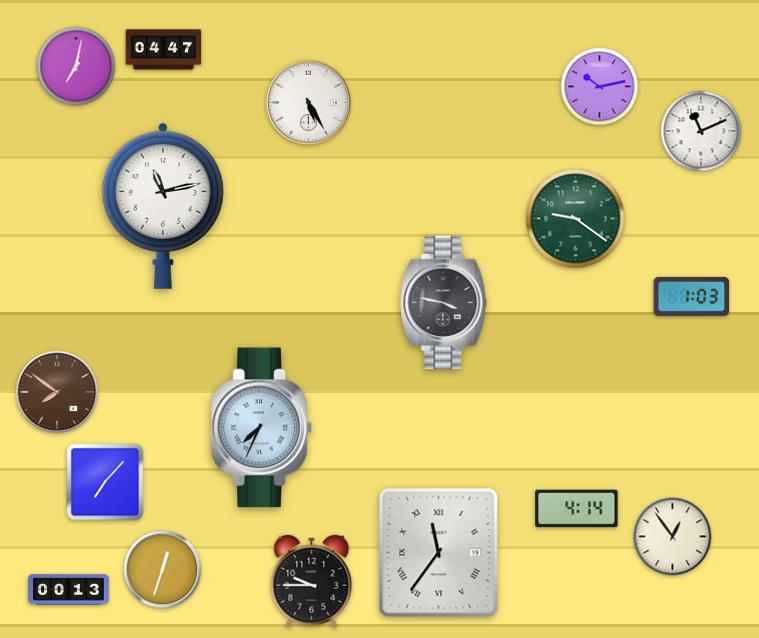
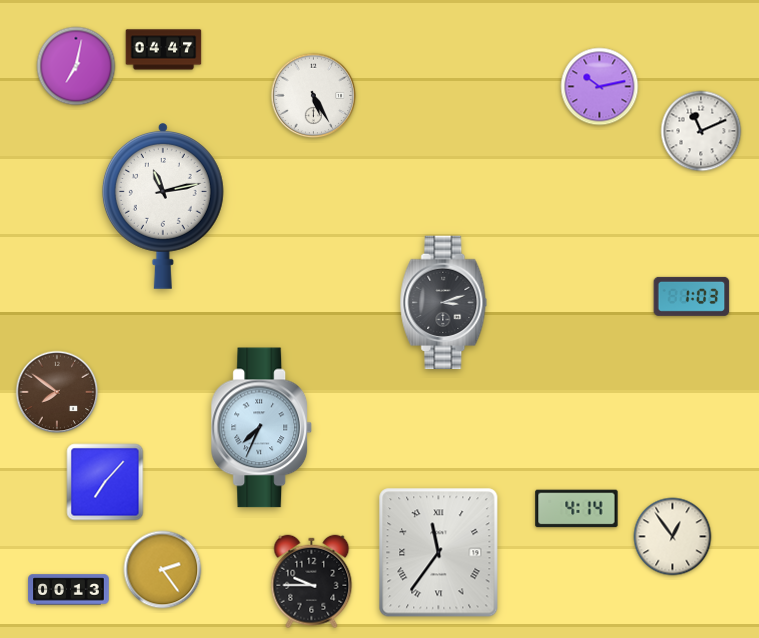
clock at (309, 103) position: (309, 103) -> (314, 96)
clock at (576, 219): 9:21 -> none
clock at (444, 303): 3:47 -> 3:12
clock at (163, 570): 12:33 -> 2:24
